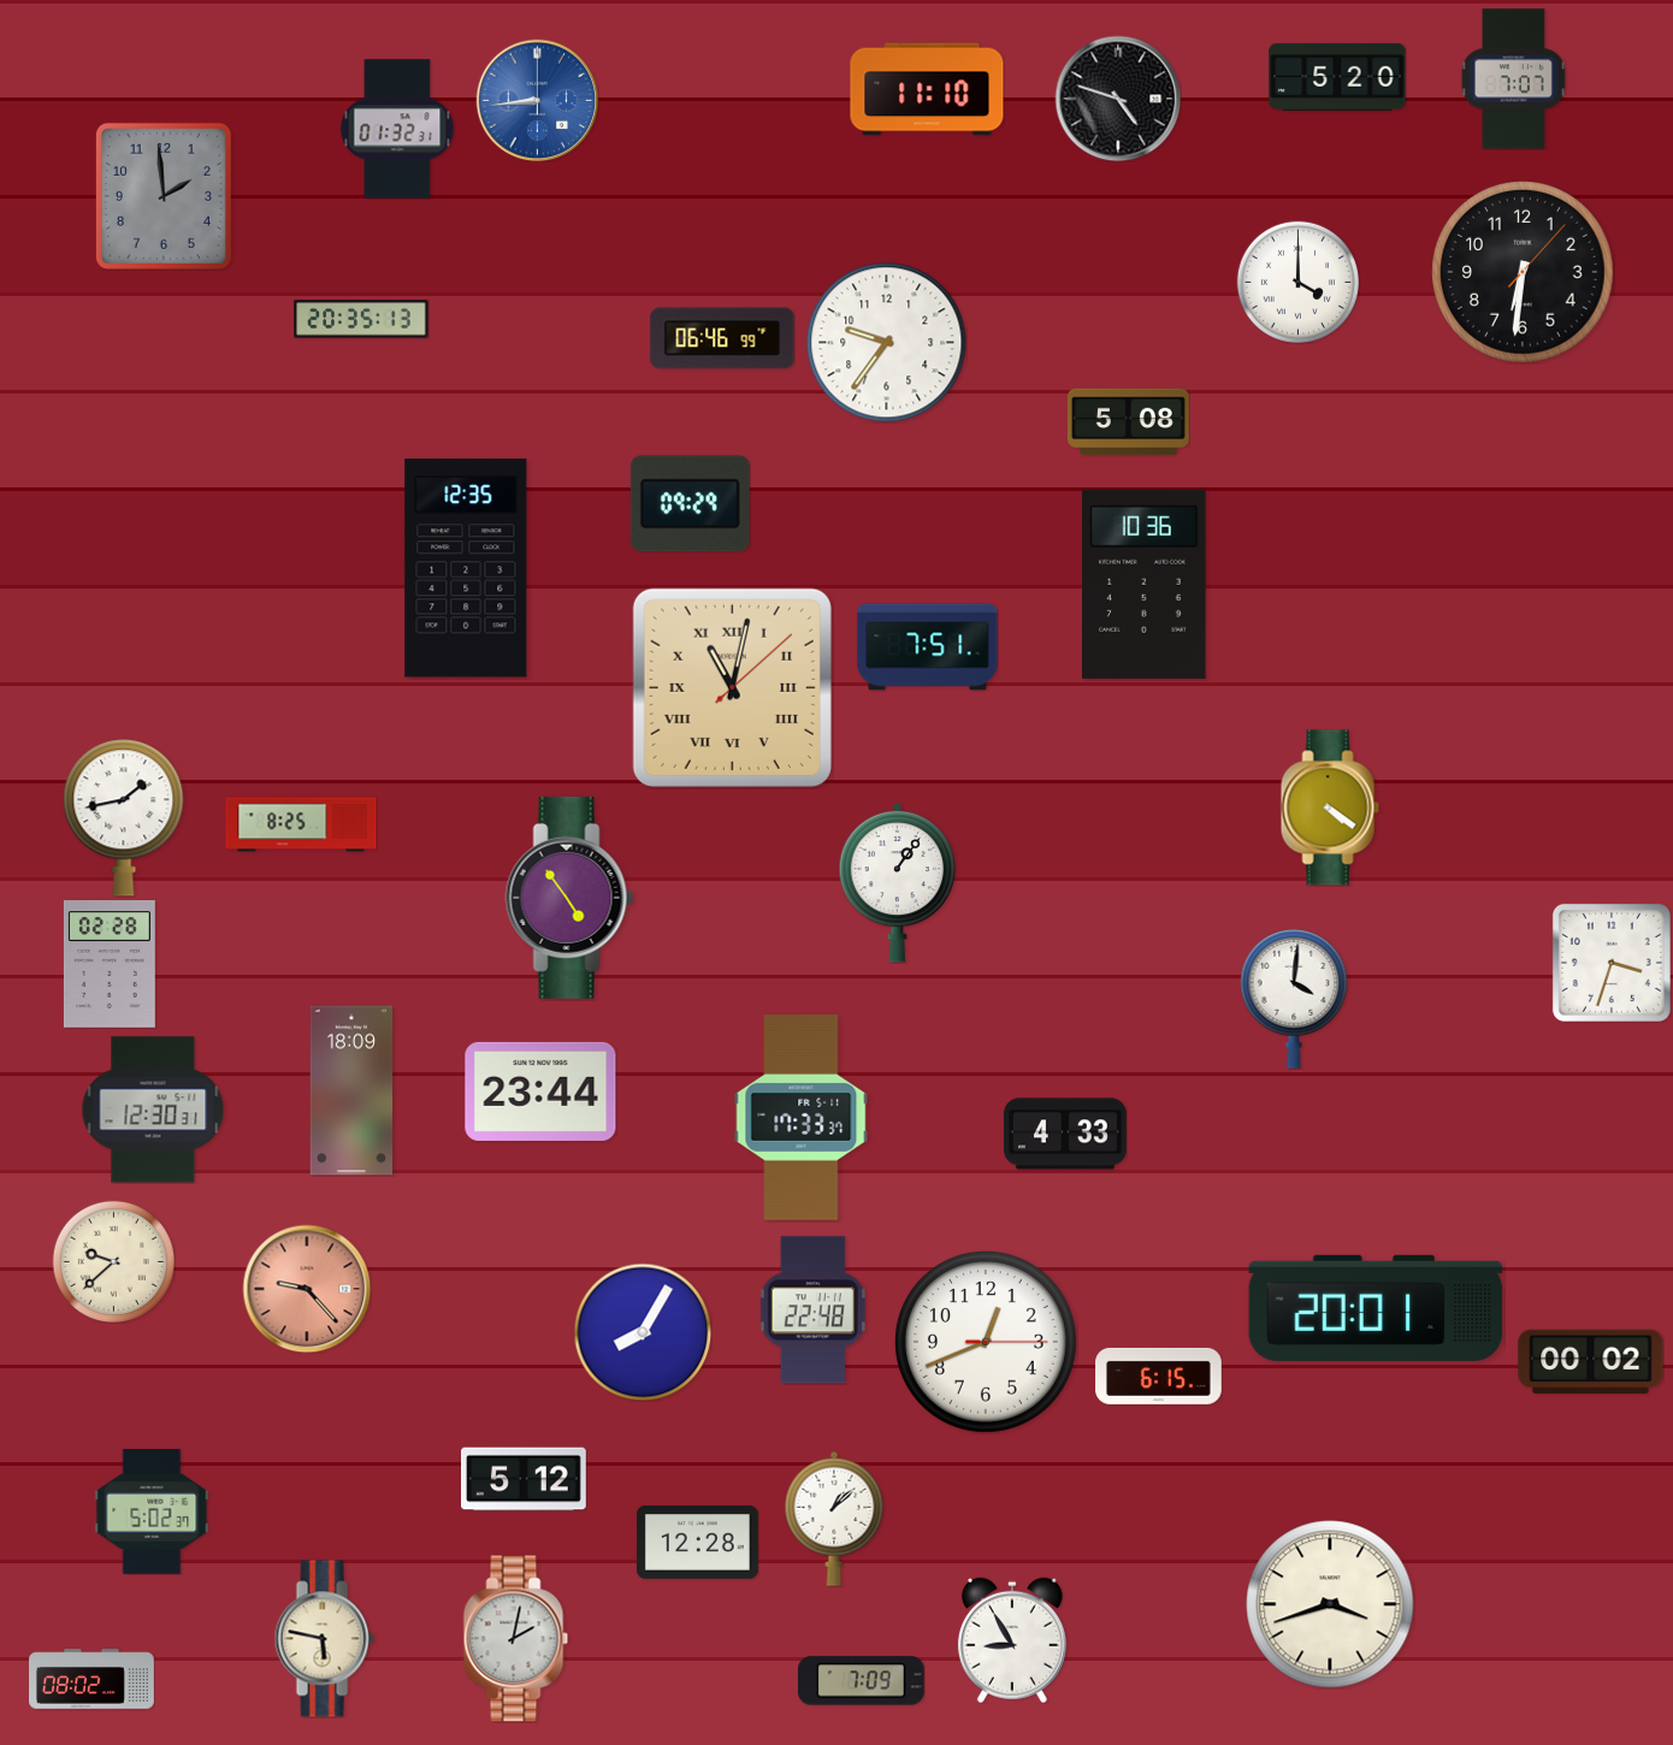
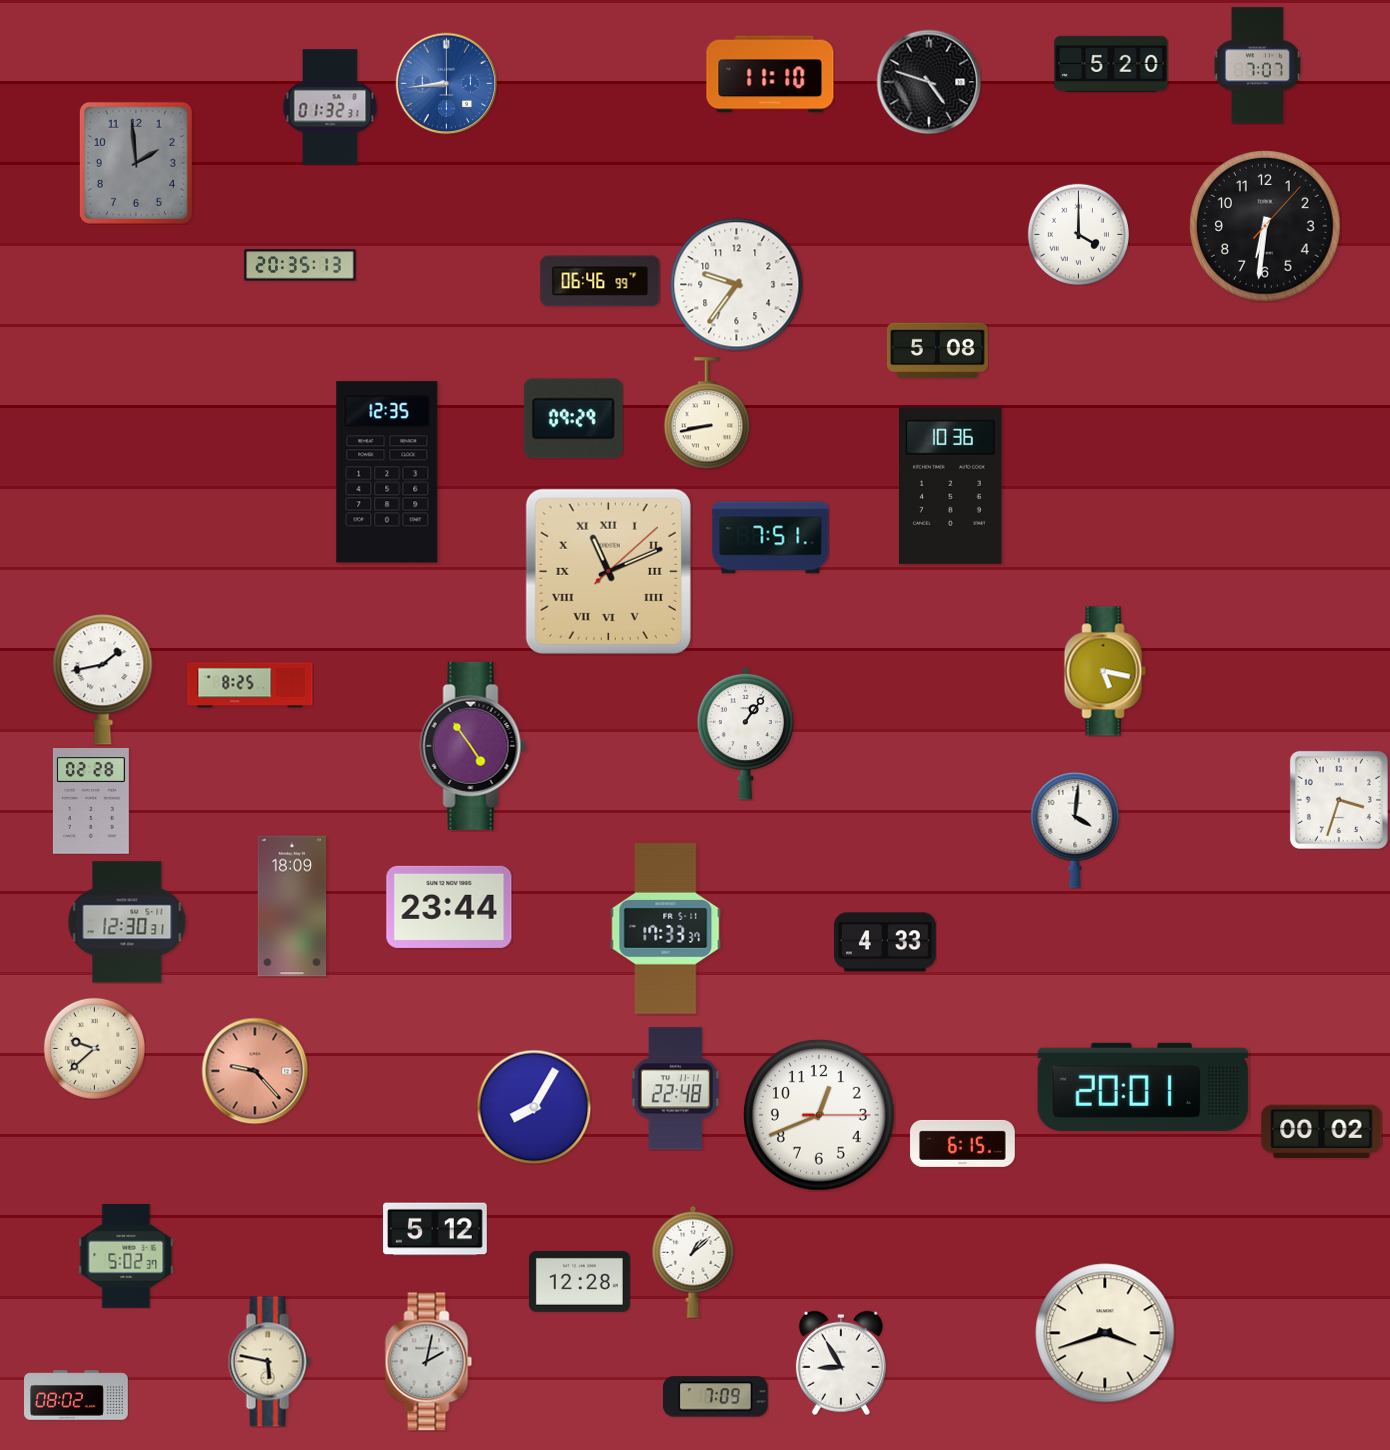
clock at (707, 413): none -> 8:43
clock at (732, 687): 11:02 -> 11:11
clock at (1330, 808): 4:21 -> 5:17
